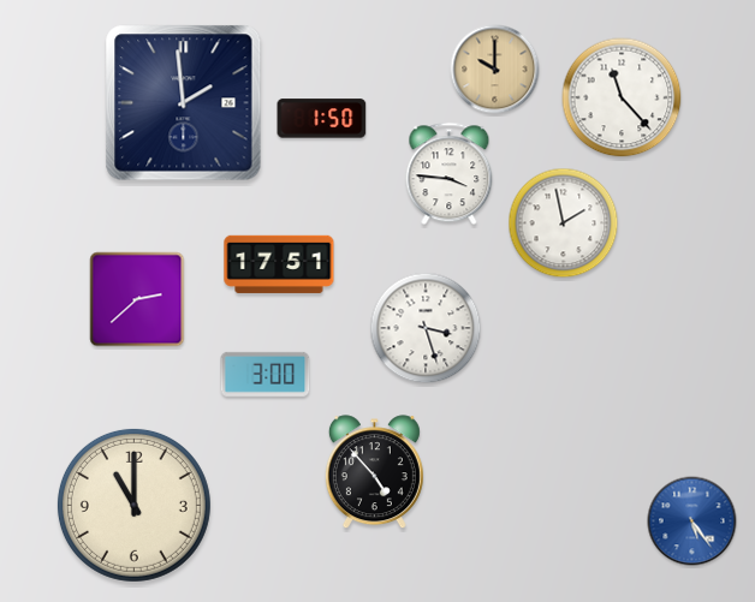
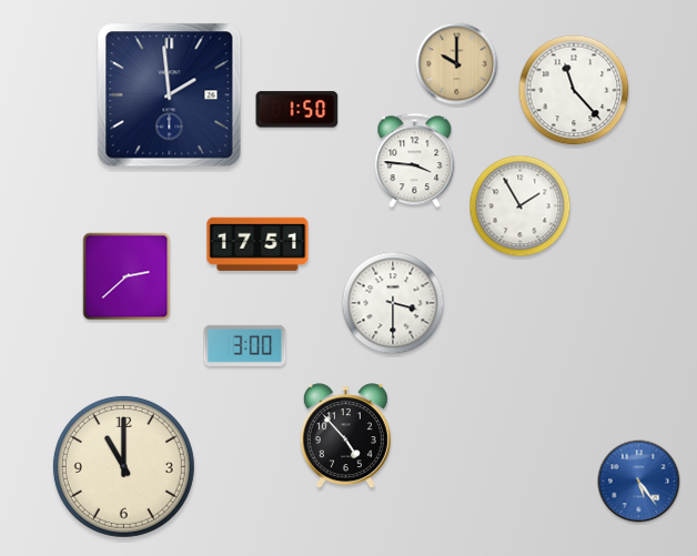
clock at (564, 223): 1:58 -> 1:55
clock at (426, 328): 3:27 -> 3:30
